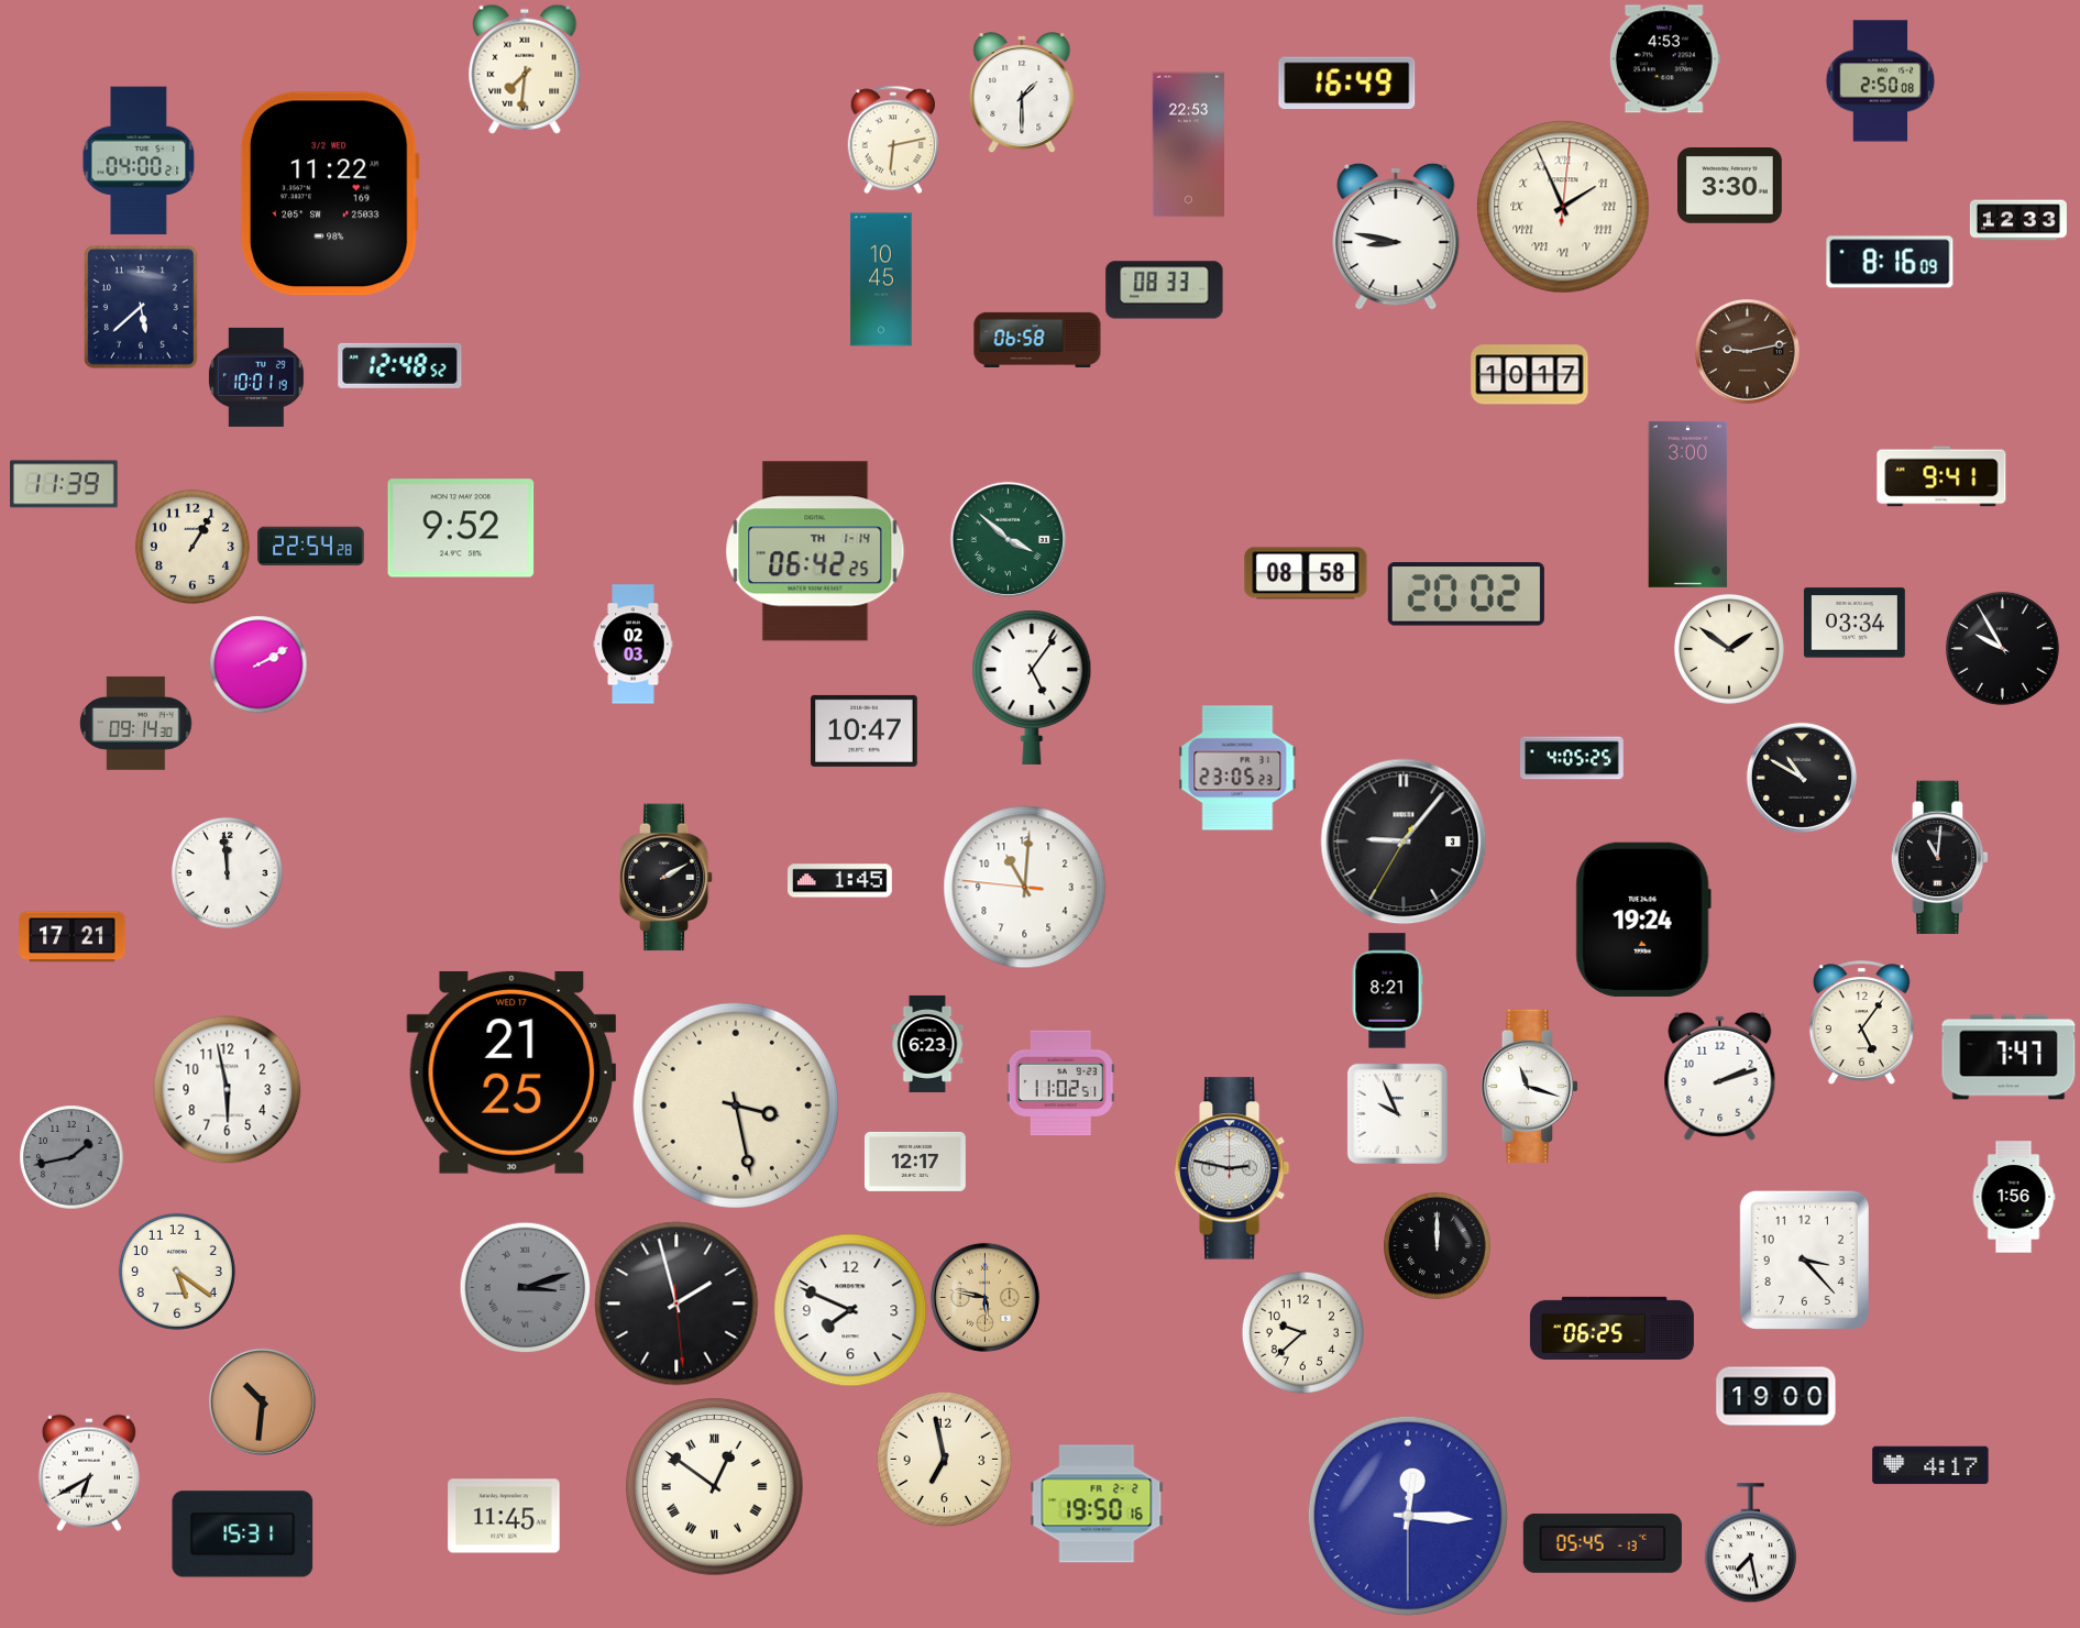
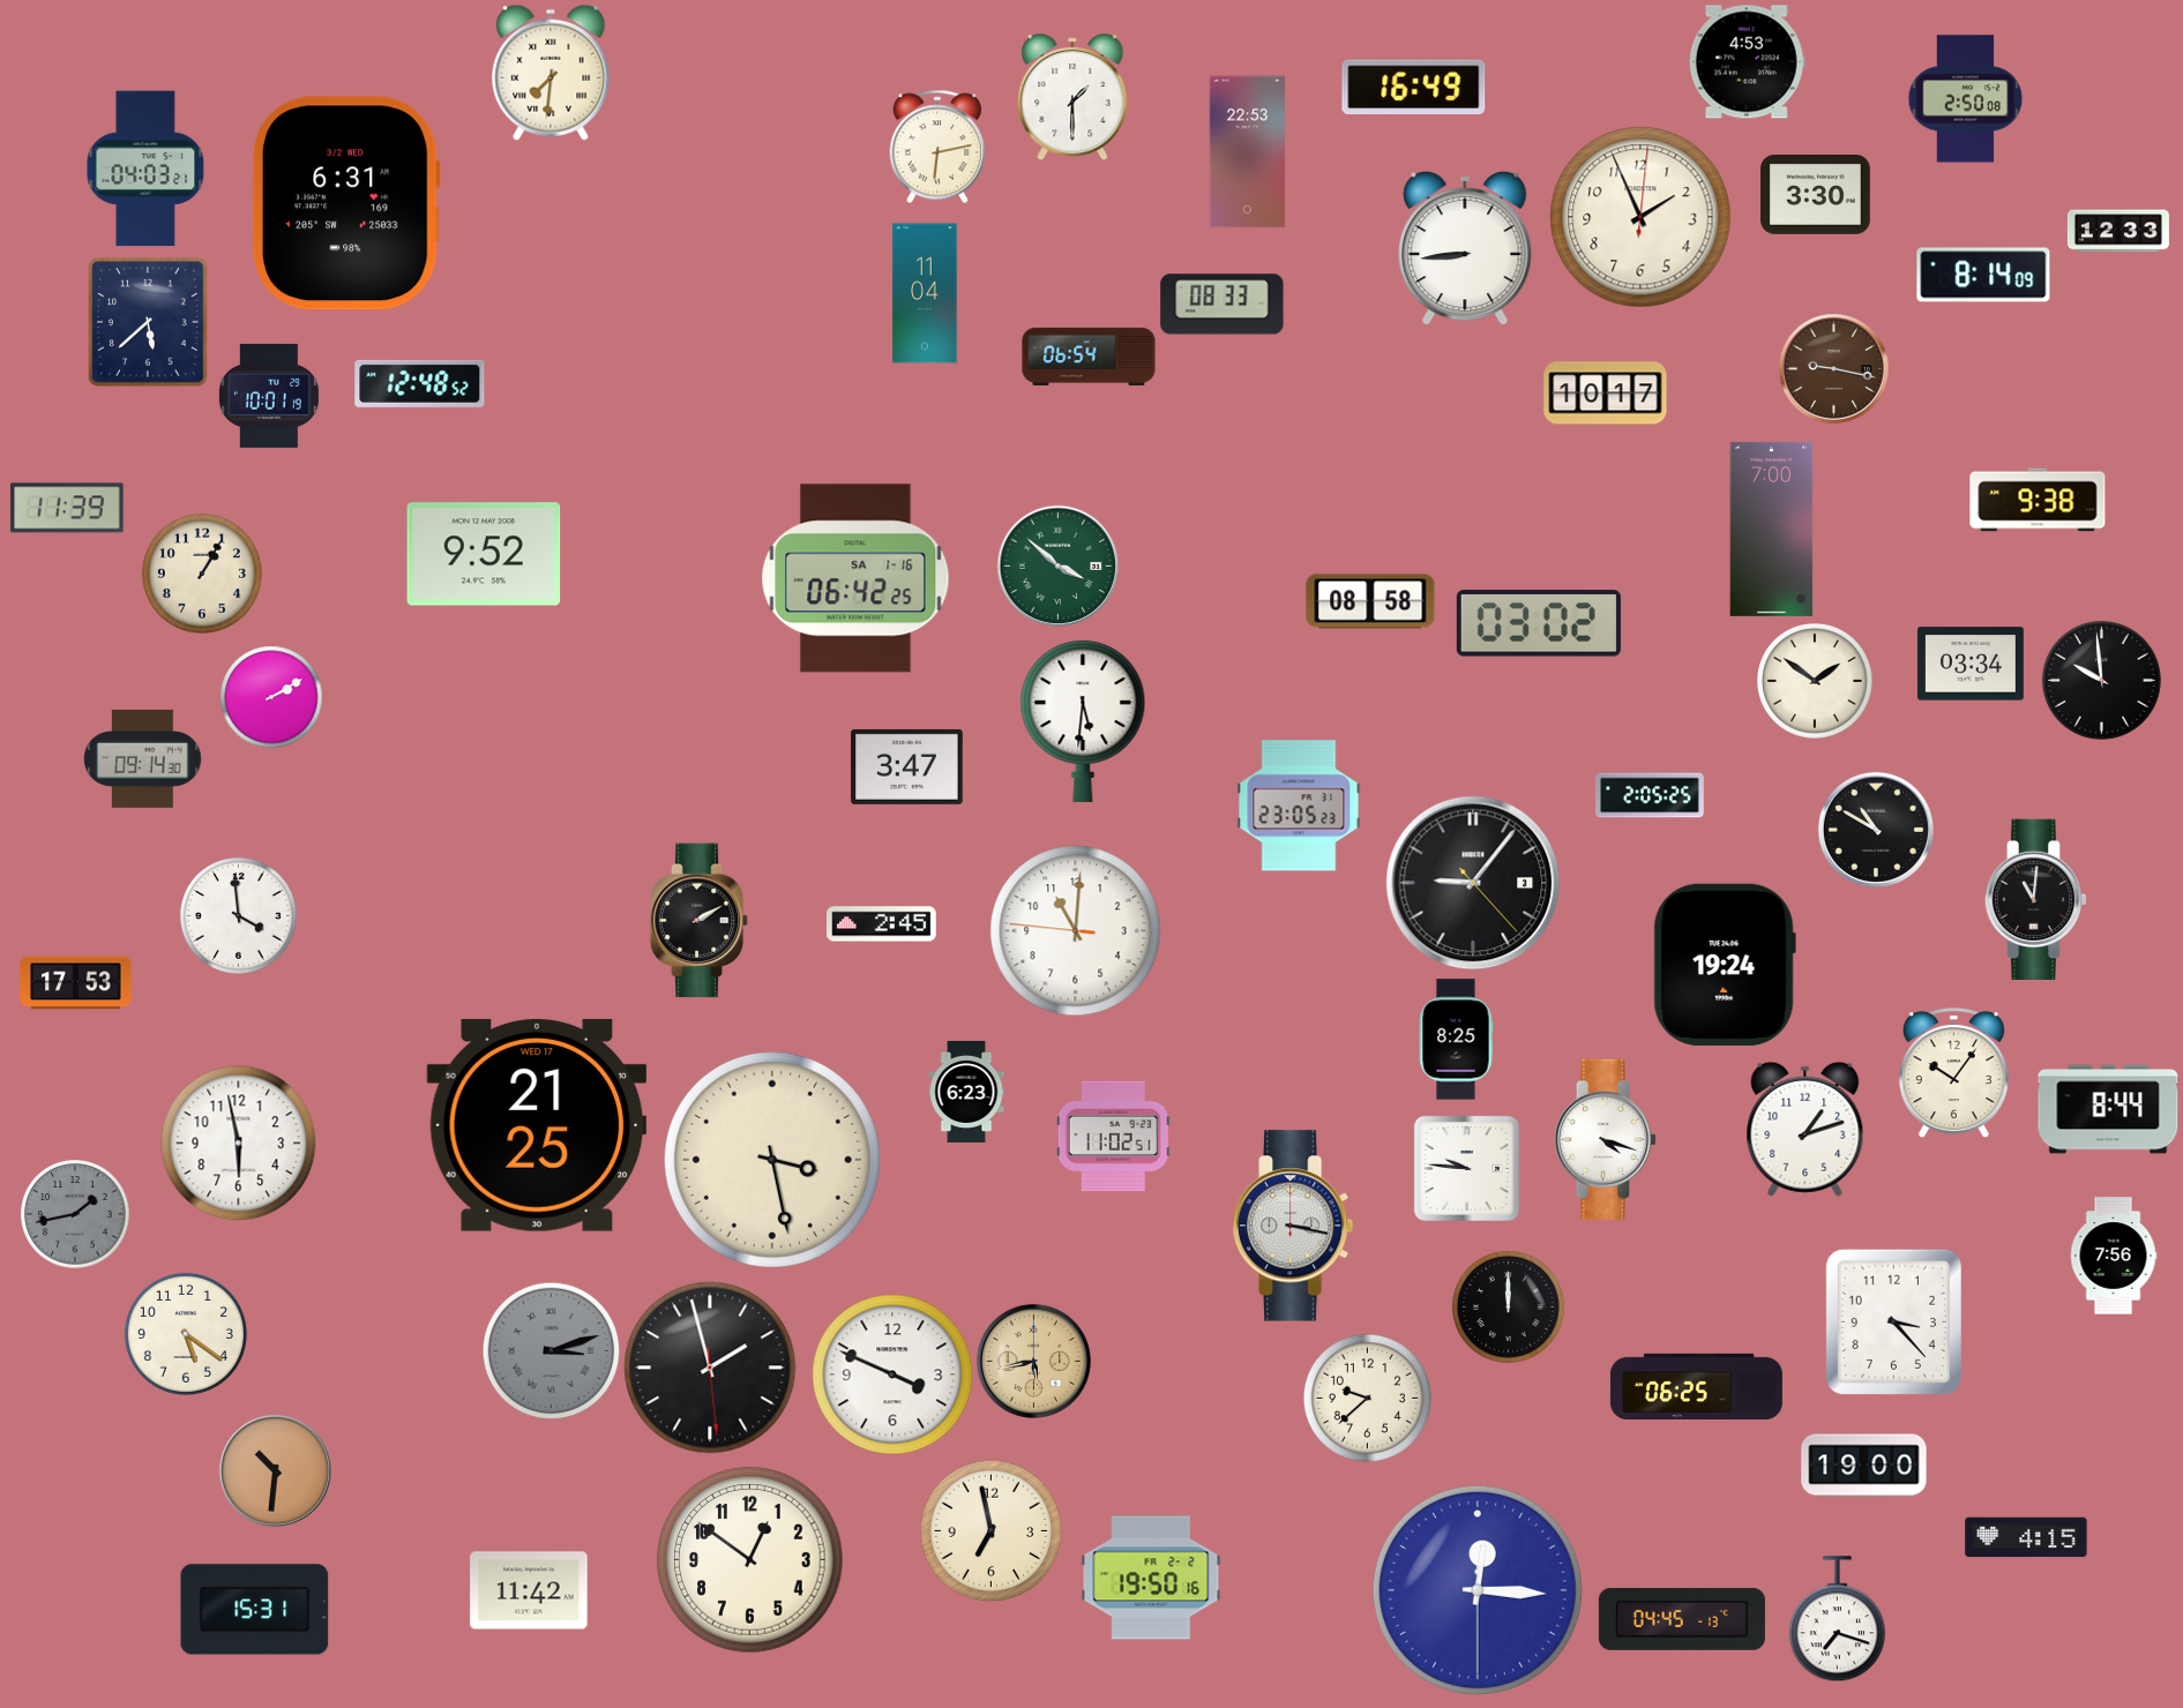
clock at (1881, 81) position: (1881, 81) -> (1966, 99)
clock at (139, 161): 04:00 -> 04:03
clock at (330, 194): 11:22 -> 6:31
clock at (1563, 207) numerals: Roman -> Arabic
clock at (1396, 237): 8:47 -> 8:44
clock at (1890, 262): 8:16 -> 8:14
clock at (881, 279): 10:45 -> 11:04
clock at (1037, 340): 06:58 -> 06:54
clock at (1748, 352): 9:13 -> 9:17
clock at (1941, 476): 9:41 -> 9:38
clock at (1688, 504): 3:00 -> 7:00
clock at (311, 547): 22:54 -> none
clock at (815, 551) date: TH 1-14 -> SA 1-16
clock at (1466, 594): 20:02 -> 03:02
clock at (1855, 623) position: (1855, 623) -> (1971, 664)
clock at (634, 645): 02:03 -> none
clock at (2002, 648): 9:55 -> 9:59
clock at (1032, 687): 5:06 -> 5:31
clock at (865, 730): 10:47 -> 3:47
clock at (1572, 758): 4:05 -> 2:05
clock at (1802, 778) position: (1802, 778) -> (1876, 830)
clock at (1404, 842): 9:06:35 -> 9:06:23
clock at (227, 872): 11:59 -> 3:59
clock at (840, 881): 1:45 -> 2:45
clock at (73, 937): 17:21 -> 17:53
clock at (1387, 991): 8:21 -> 8:25
clock at (1861, 1023): 5:06 -> 10:06
clock at (927, 1044) position: (927, 1044) -> (966, 1092)
clock at (2009, 1057): 7:47 -> 8:44
clock at (1720, 1076): 2:12 -> 1:12
clock at (1530, 1086): 11:18 -> 4:18
clock at (1397, 1113): 9:56 -> 9:46
clock at (915, 1162): 12:17 -> none
clock at (1232, 1168): 2:47 -> 3:17
clock at (2014, 1197): 1:56 -> 7:56
clock at (984, 1297): 5:47 -> 5:43
clock at (850, 1310): 7:49 -> 3:49
clock at (1611, 1328) position: (1611, 1328) -> (1696, 1386)
clock at (1930, 1465): 4:17 -> 4:15
clock at (89, 1473): 6:40 -> none
clock at (715, 1487) numerals: Roman -> Arabic
clock at (504, 1516): 11:45 -> 11:42
clock at (1603, 1543): 05:45 -> 04:45
clock at (1750, 1543): 7:28 -> 7:18
